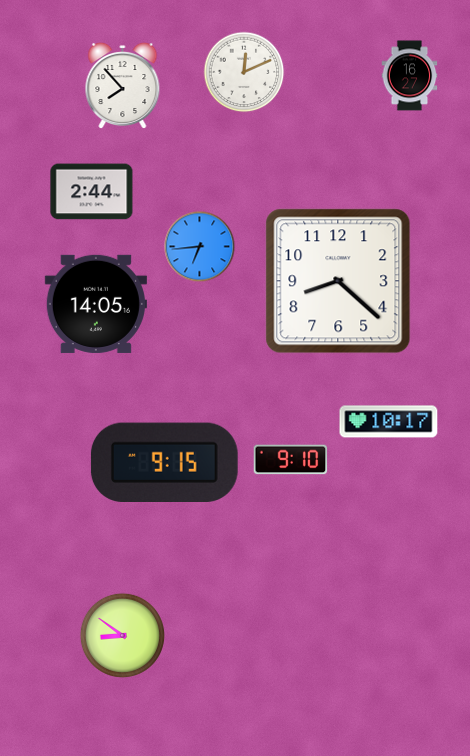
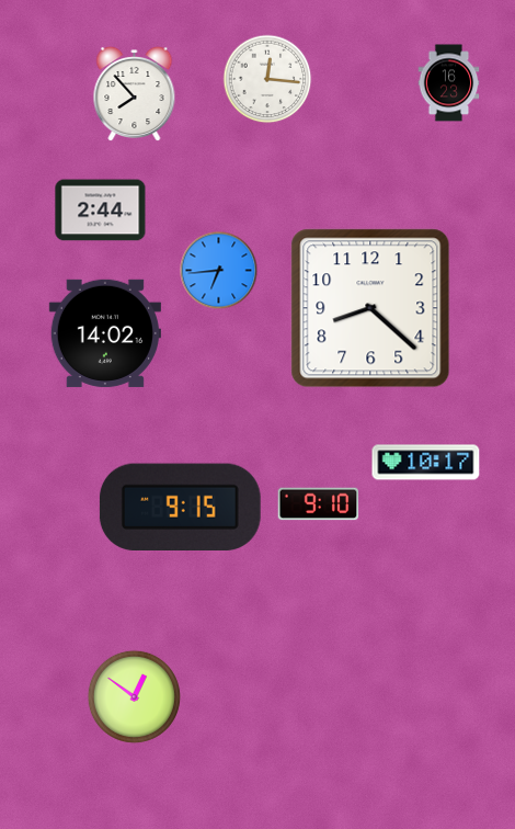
clock at (244, 72): 12:11 -> 12:16
clock at (410, 76): 16:27 -> 16:23
clock at (96, 304): 14:05 -> 14:02
clock at (122, 635): 8:51 -> 12:51
